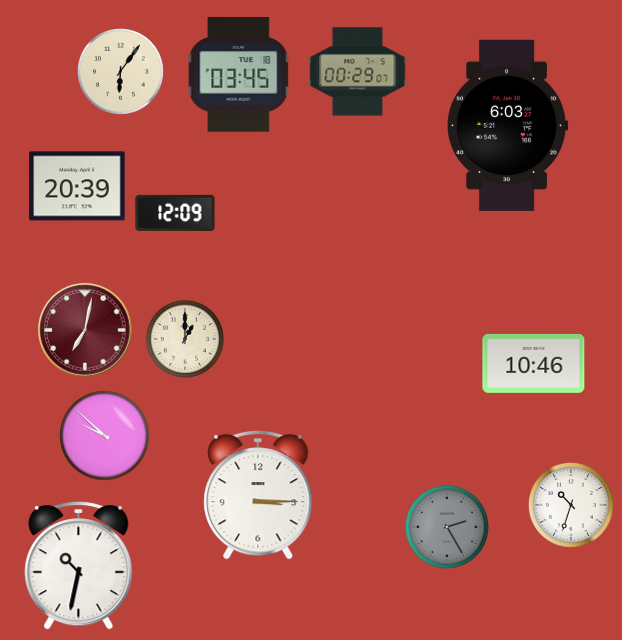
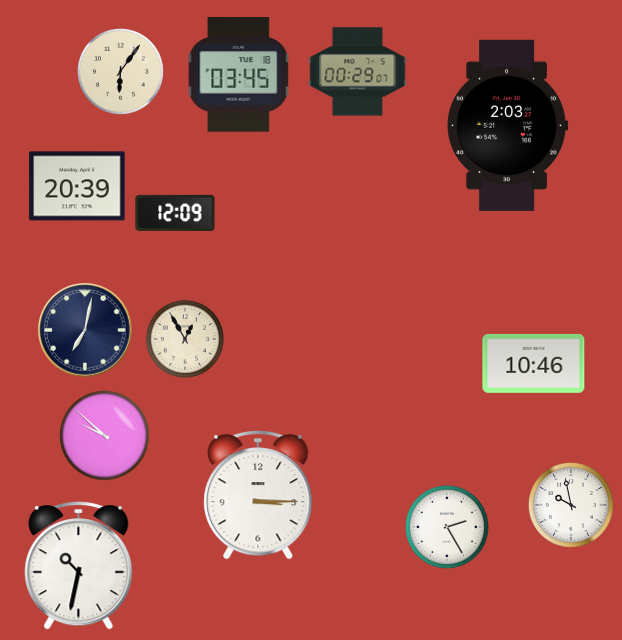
clock at (508, 125): 6:03 -> 2:03
clock at (85, 330) dial: burgundy -> navy
clock at (185, 339): 1:00 -> 12:55
clock at (571, 505): 10:33 -> 9:58
clock at (447, 527) dial: grey -> white
